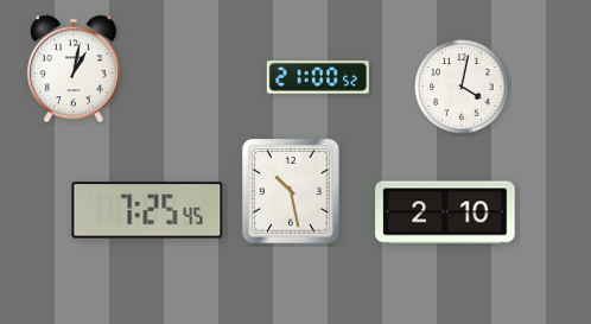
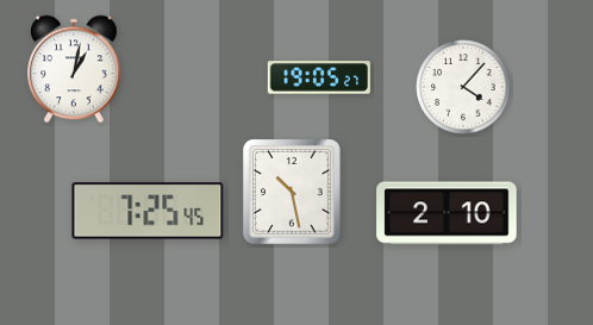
clock at (318, 77): 21:00 -> 19:05
clock at (462, 87): 4:02 -> 4:07
